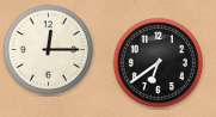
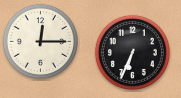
clock at (158, 62): 6:39 -> 6:34
